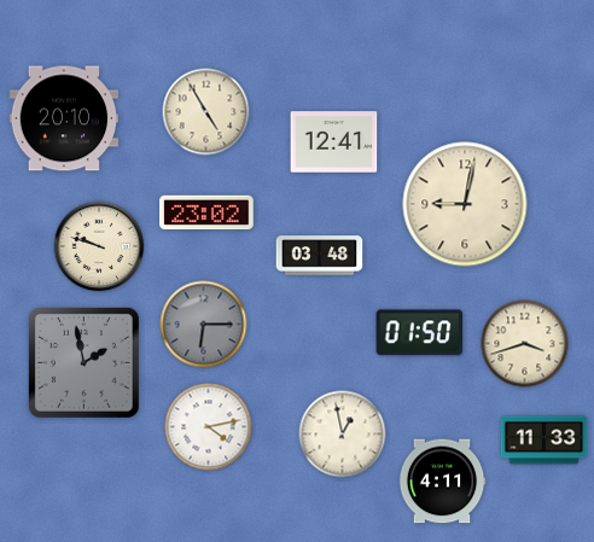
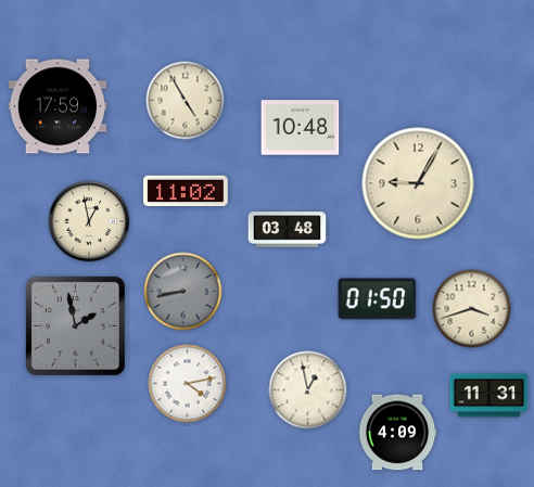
clock at (64, 118): 20:10 -> 17:59
clock at (334, 142): 12:41 -> 10:48
clock at (465, 204): 9:02 -> 9:05
clock at (206, 212): 23:02 -> 11:02
clock at (99, 246): 9:48 -> 12:58
clock at (204, 325): 6:15 -> 8:43
clock at (544, 441): 11:33 -> 11:31
clock at (442, 482): 4:11 -> 4:09
